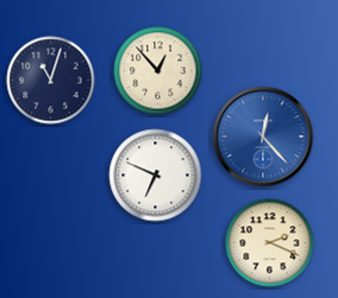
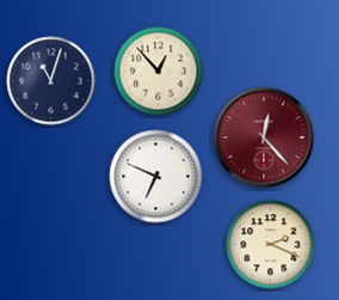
clock at (263, 137) dial: blue -> burgundy
